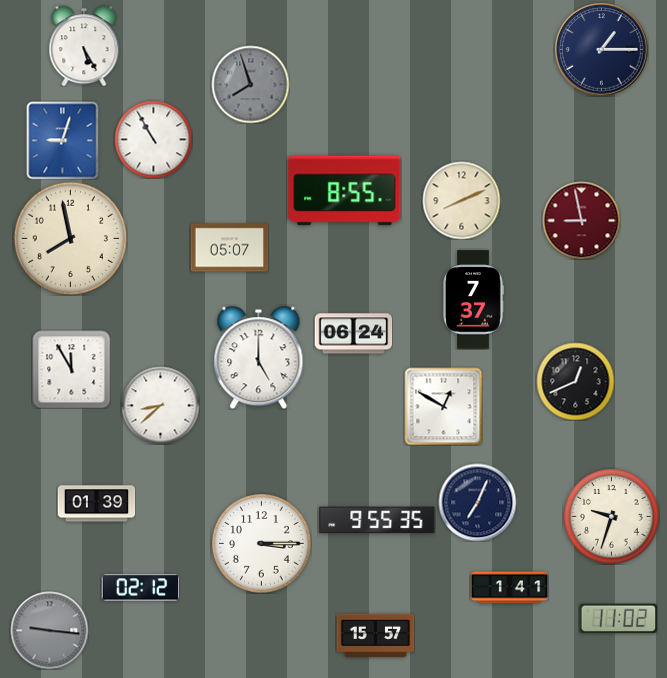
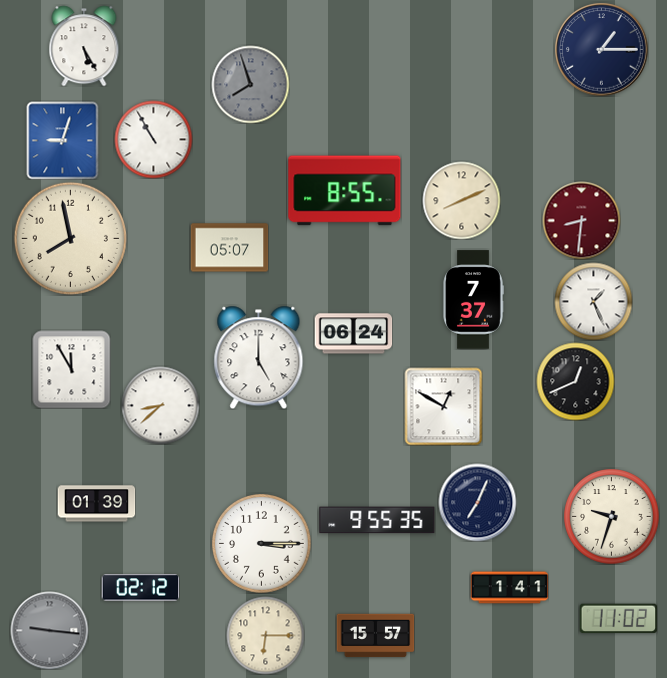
clock at (581, 220): 8:58 -> 8:31
clock at (593, 301): none -> 1:26
clock at (265, 635): none -> 6:15
